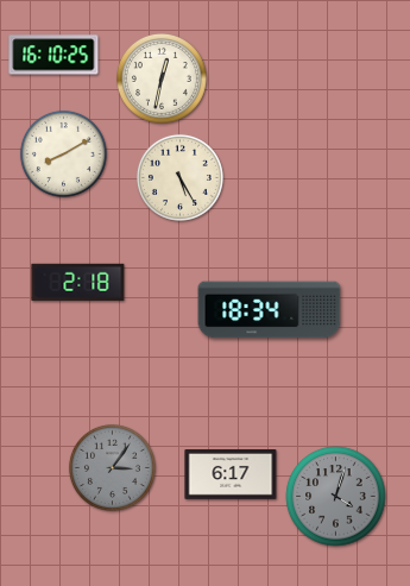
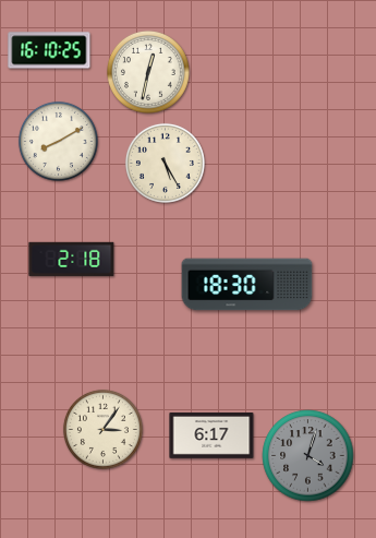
clock at (270, 310): 18:34 -> 18:30
clock at (112, 467) dial: grey -> cream
